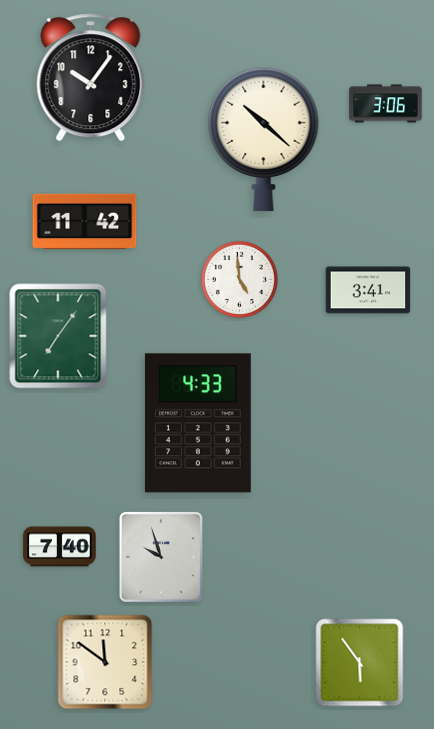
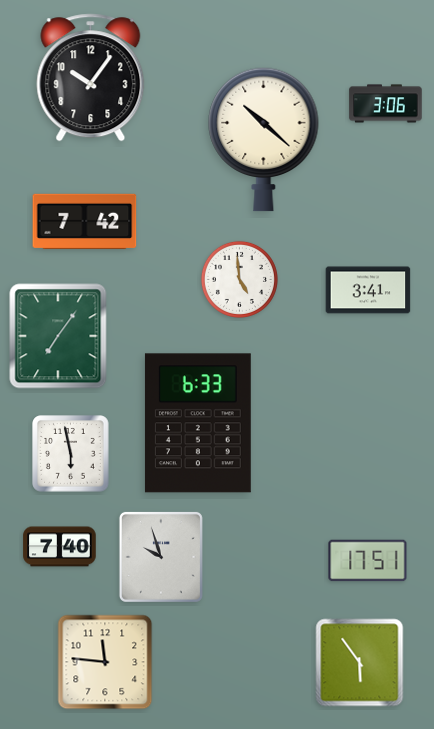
clock at (85, 222): 11:42 -> 7:42
clock at (198, 423): 4:33 -> 6:33
clock at (71, 454): none -> 5:58
clock at (368, 561): none -> 17:51
clock at (105, 662): 11:51 -> 11:46
